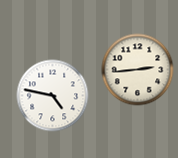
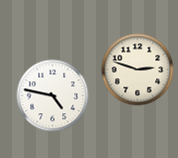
clock at (138, 70): 2:44 -> 2:48
